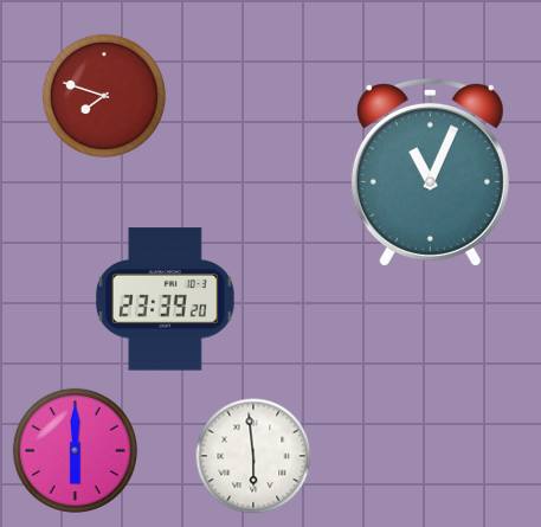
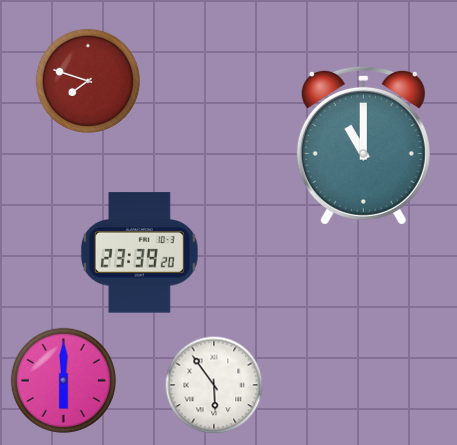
clock at (430, 172): 11:04 -> 11:00
clock at (253, 456): 5:59 -> 5:54
